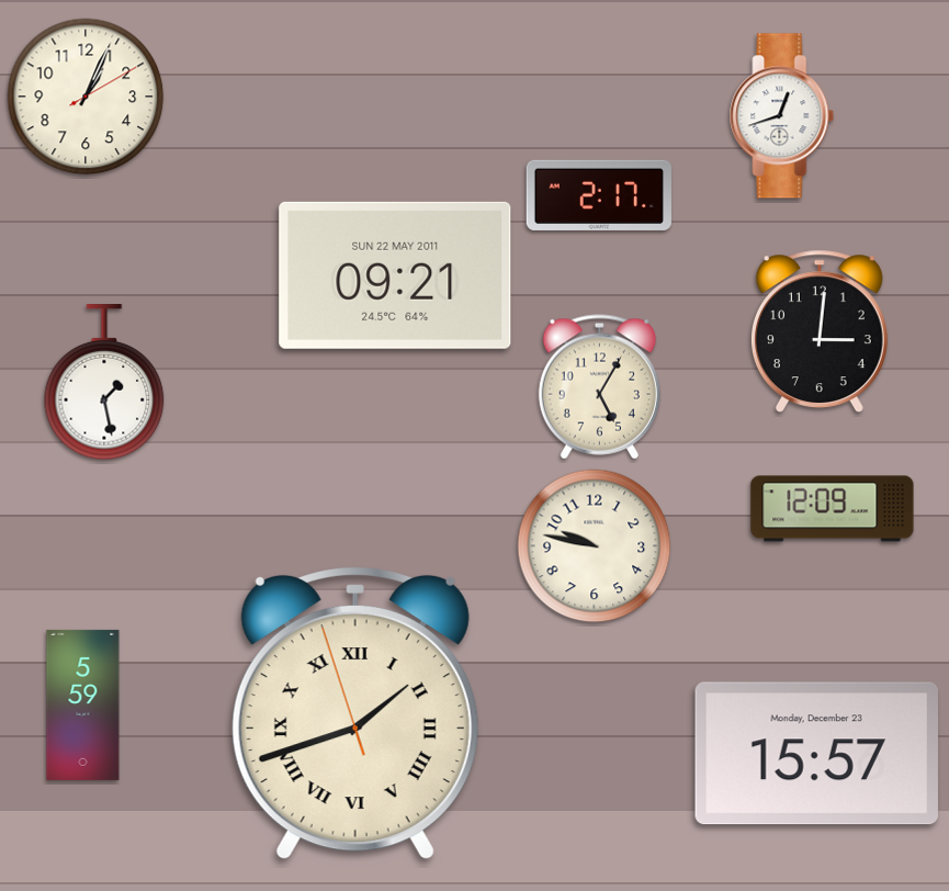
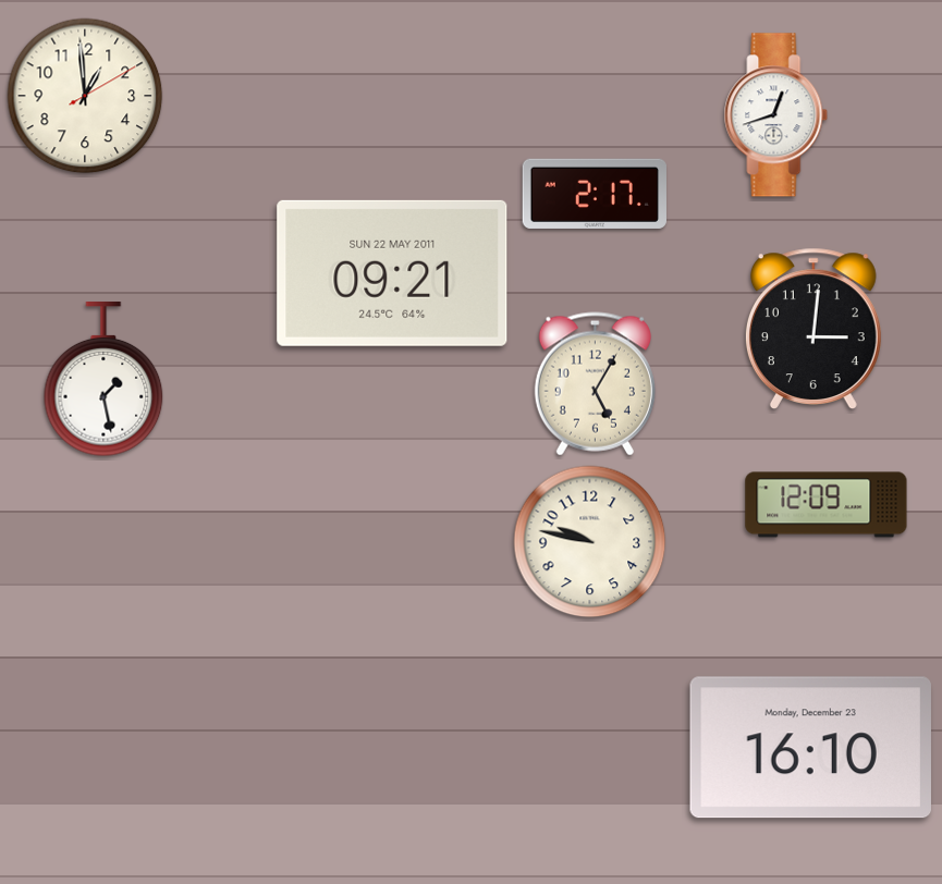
clock at (86, 97): 1:04 -> 12:59
clock at (83, 704): 5:59 -> none
clock at (355, 713): 1:41 -> none
clock at (816, 754): 15:57 -> 16:10
